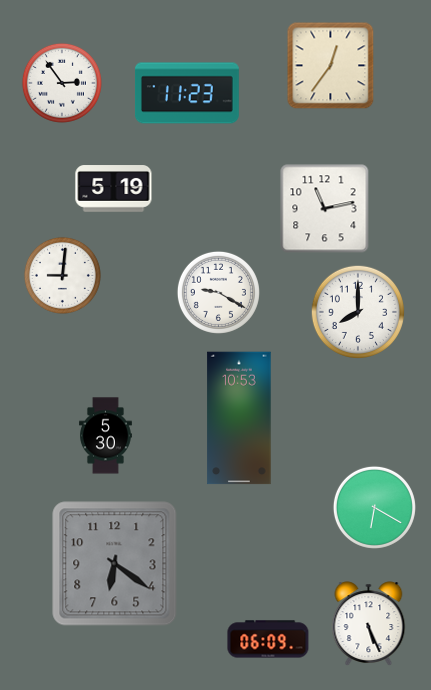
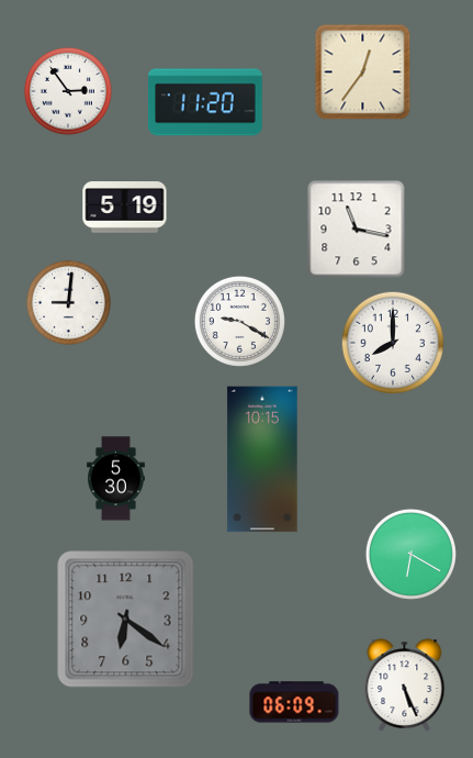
clock at (187, 93): 11:23 -> 11:20
clock at (325, 209): 11:13 -> 11:17
clock at (239, 418): 10:53 -> 10:15
clock at (374, 507) position: (374, 507) -> (410, 554)
